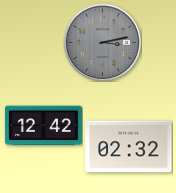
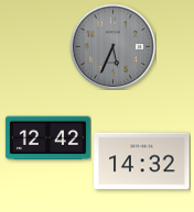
clock at (102, 42): 3:13 -> 5:34
clock at (129, 147): 02:32 -> 14:32
